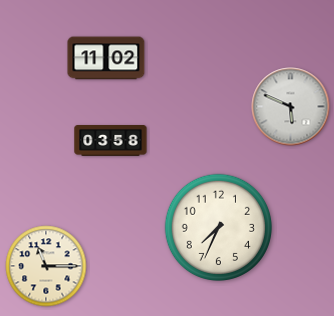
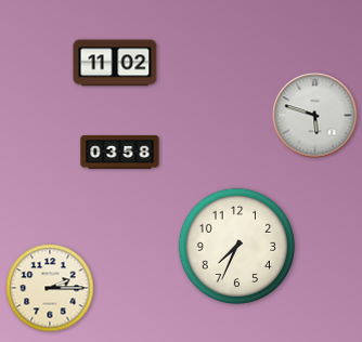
clock at (291, 107): 5:49 -> 5:48
clock at (46, 266): 11:15 -> 2:15
